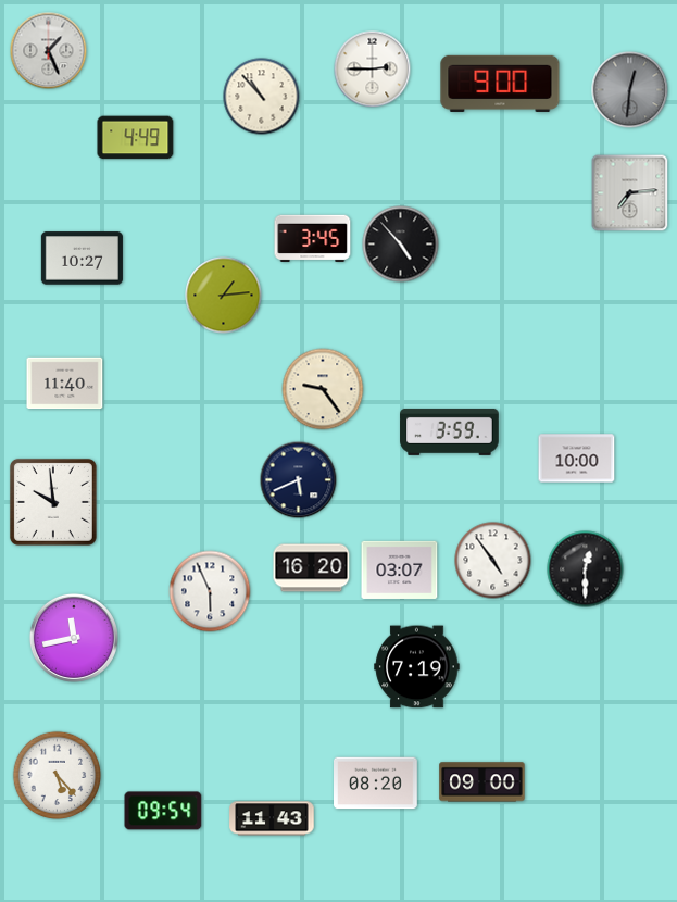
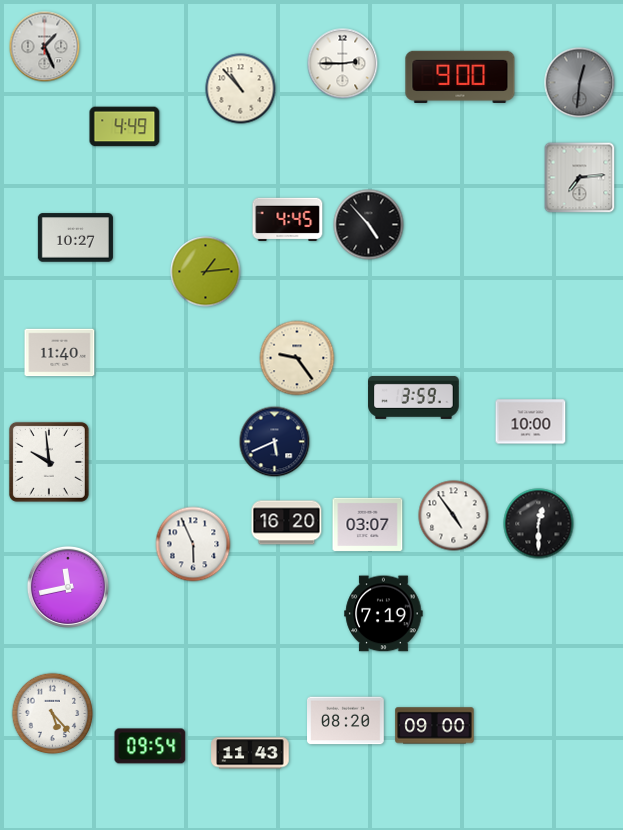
clock at (313, 239): 3:45 -> 4:45
clock at (482, 782) position: (482, 782) -> (435, 726)
